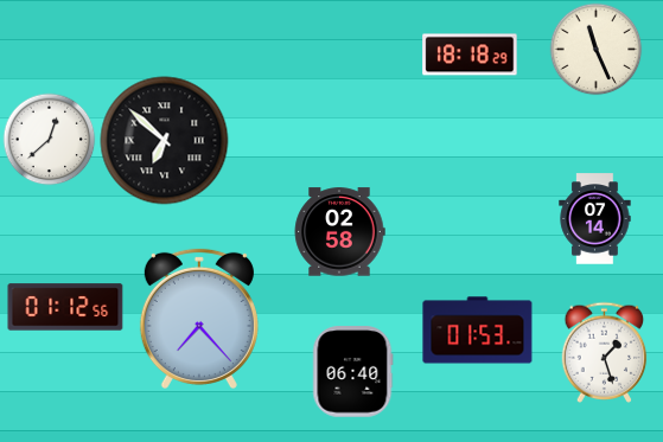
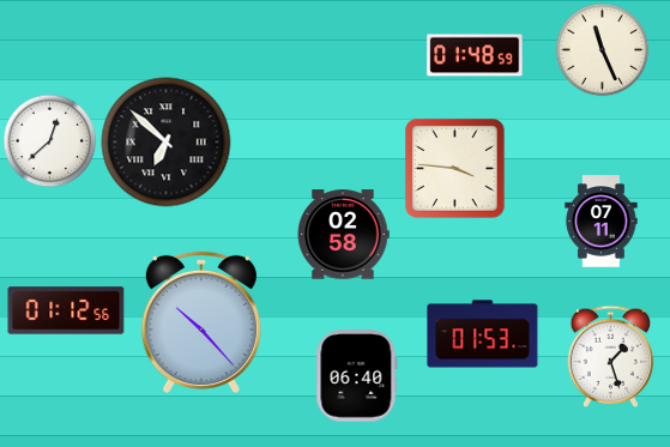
clock at (470, 55): 18:18 -> 01:48
clock at (455, 169): none -> 3:46
clock at (595, 219): 07:14 -> 07:11
clock at (199, 319): 7:23 -> 10:23
